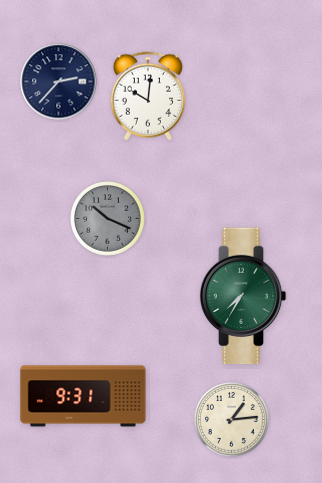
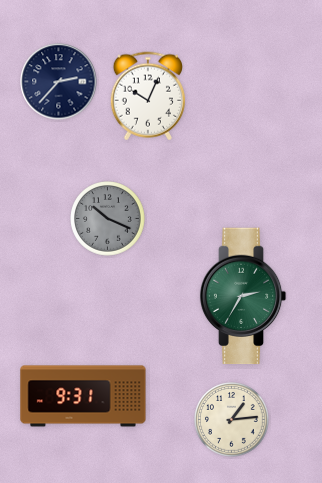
clock at (148, 96): 10:01 -> 10:04
clock at (243, 296): 7:35 -> 2:35
